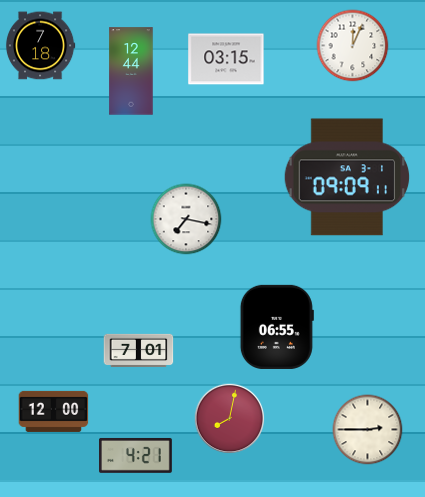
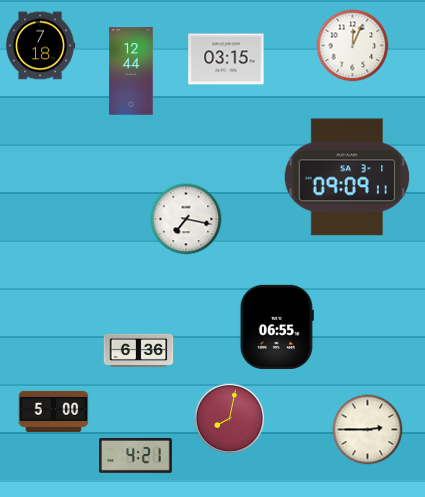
clock at (139, 350): 7:01 -> 6:36
clock at (54, 411): 12:00 -> 5:00
